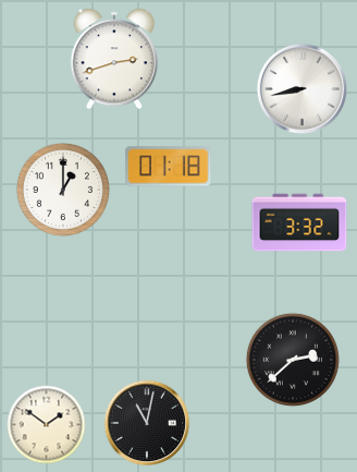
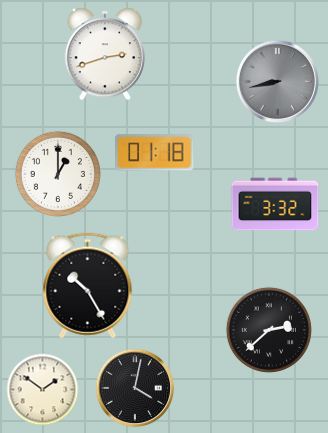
clock at (301, 88) dial: white -> grey
clock at (88, 286): none -> 10:25
clock at (147, 423): 11:02 -> 4:02
